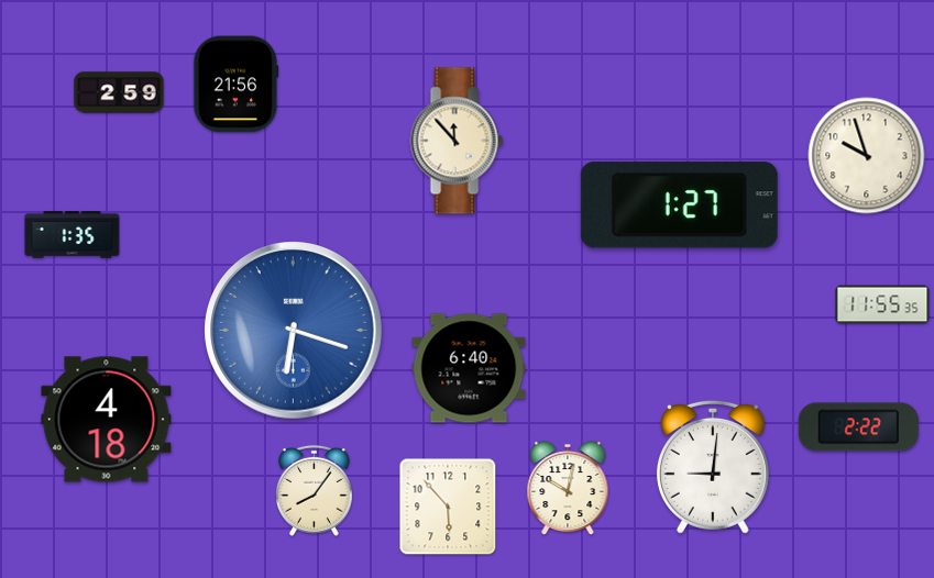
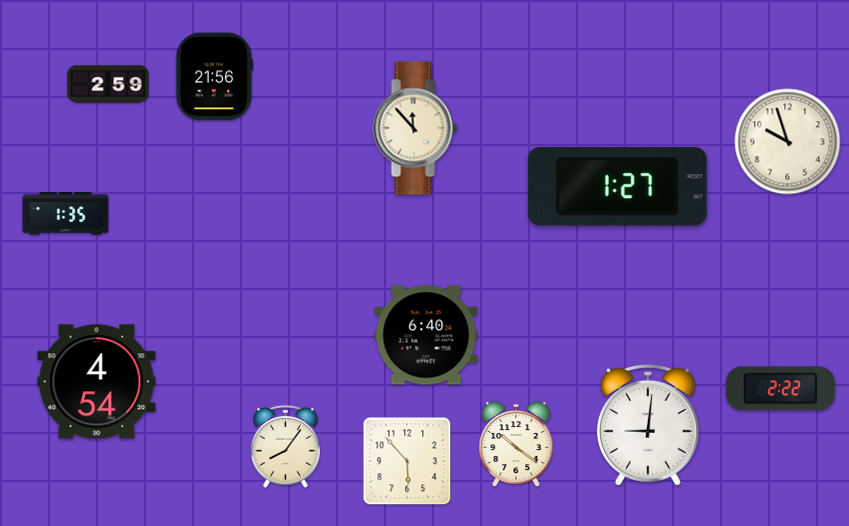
clock at (882, 304): 11:55 -> none
clock at (294, 331): 6:18 -> none
clock at (107, 420): 4:18 -> 4:54
clock at (568, 488): 10:02 -> 10:21
